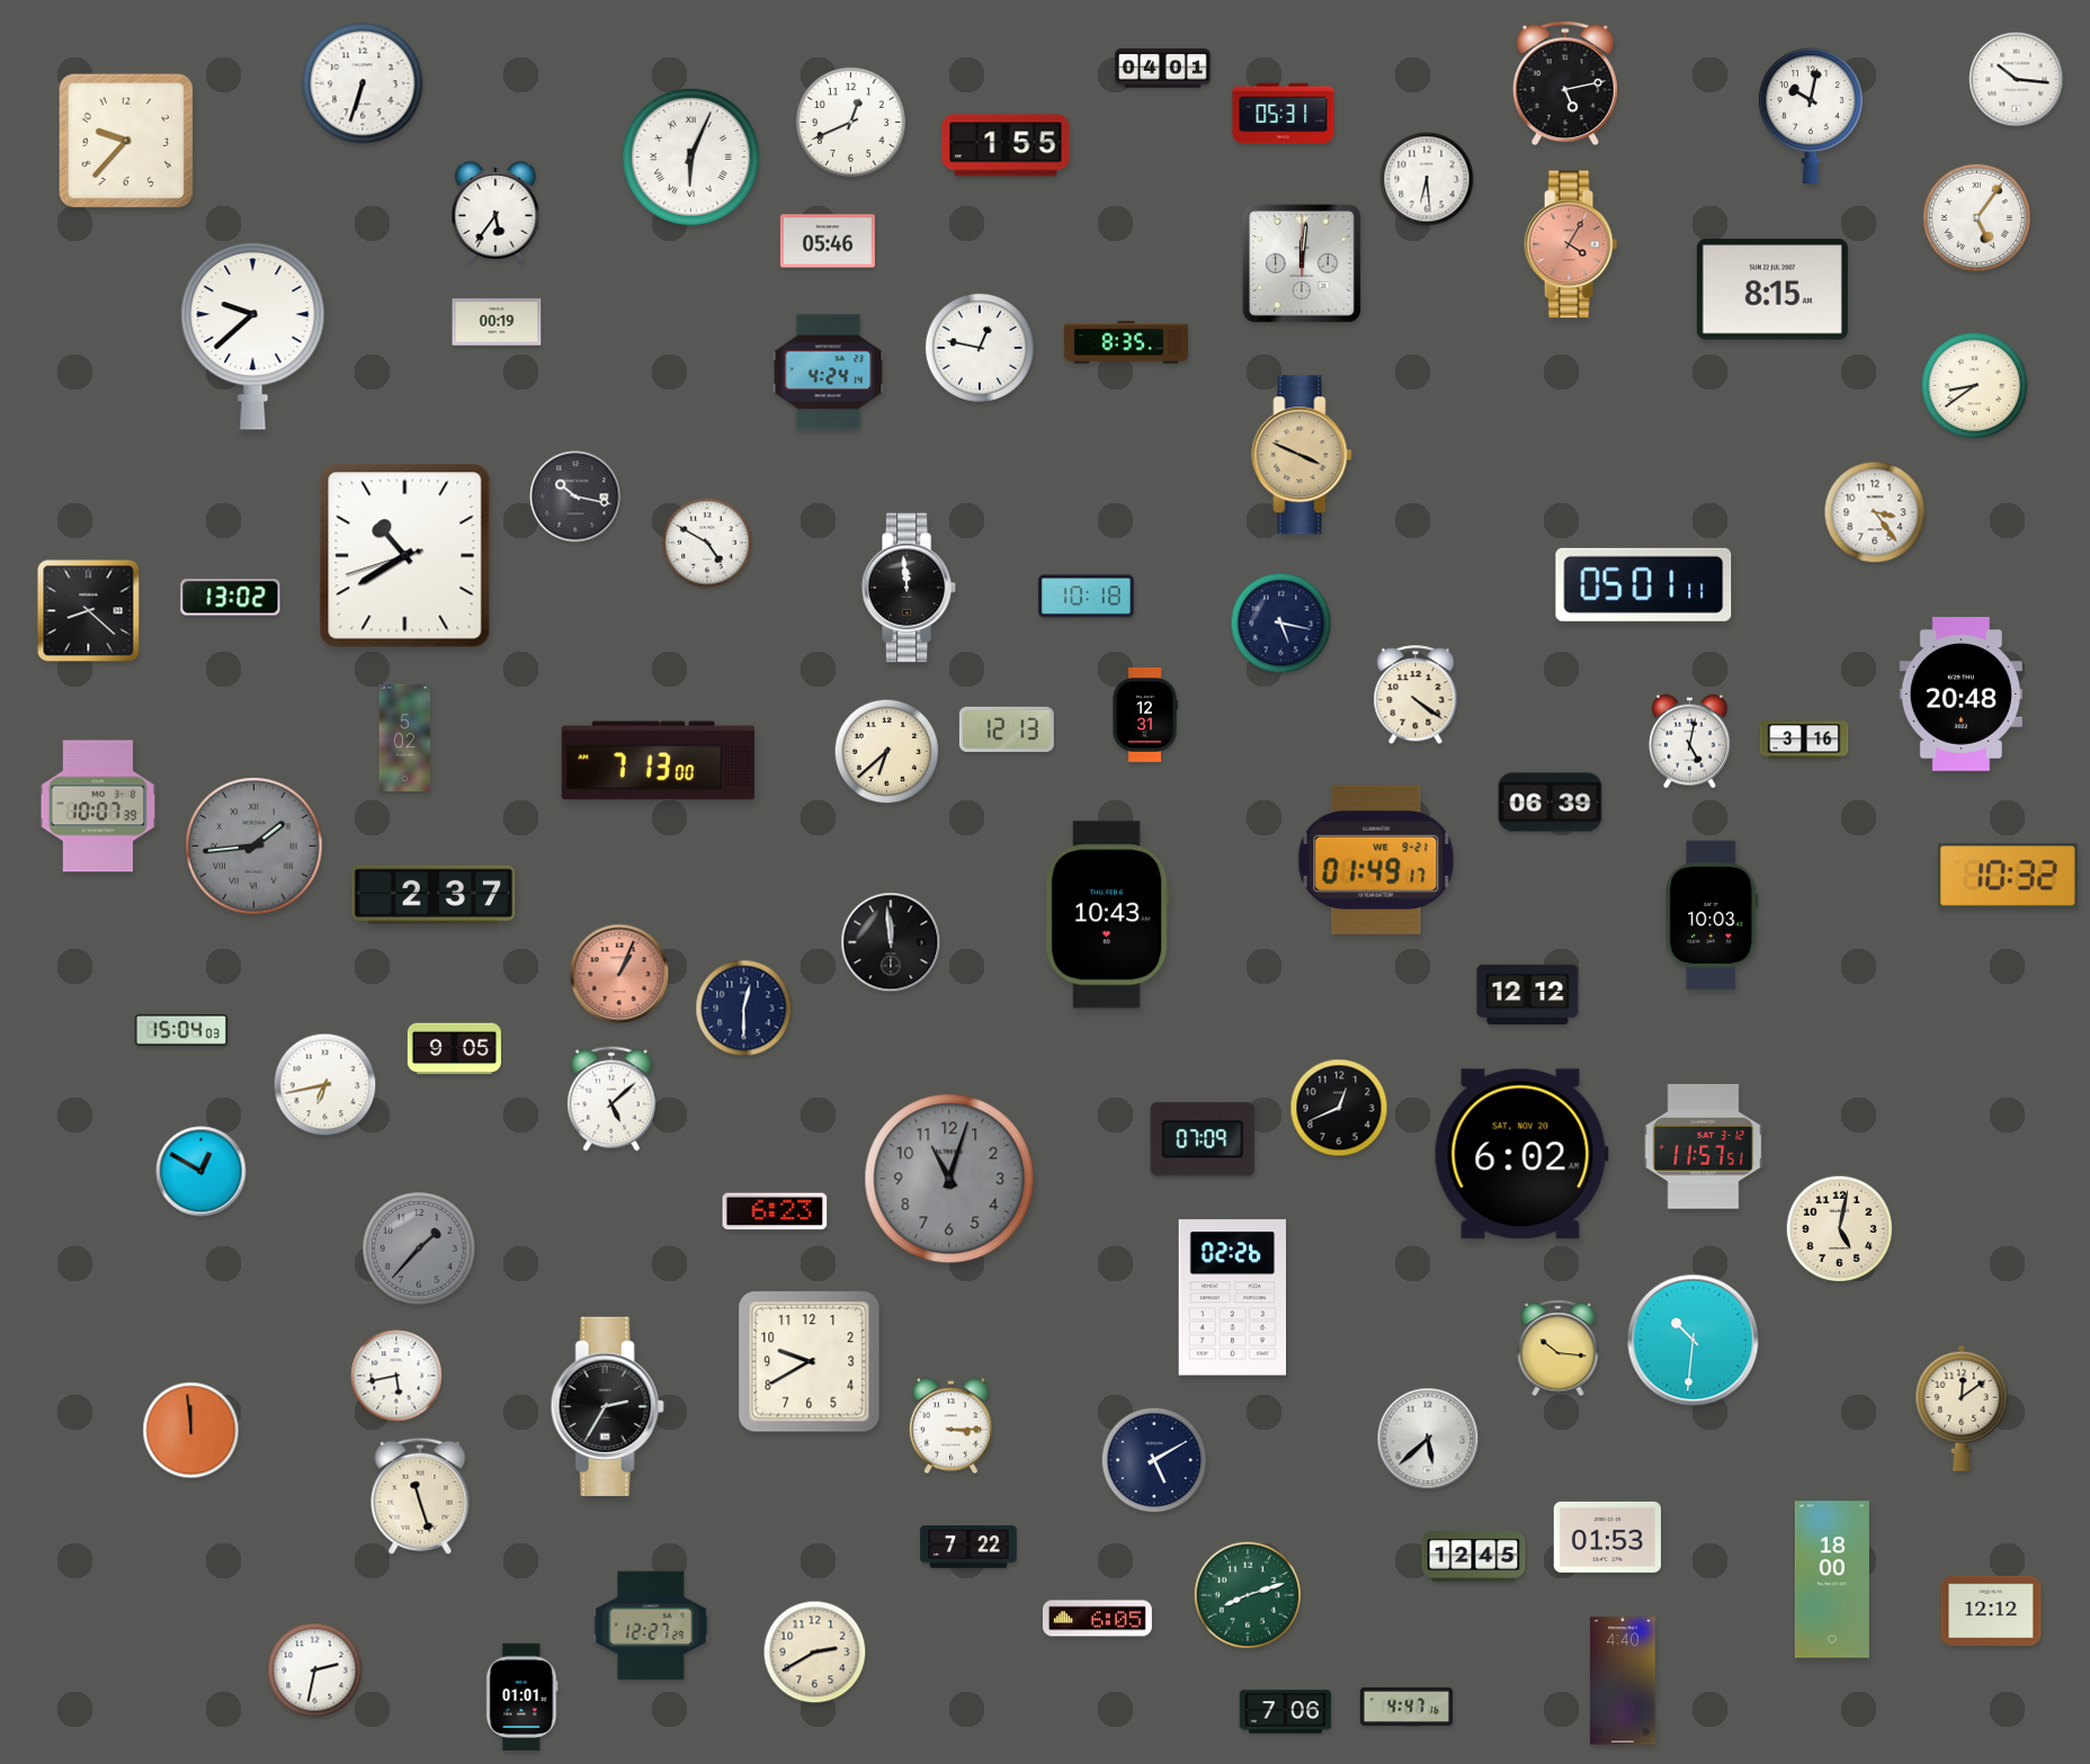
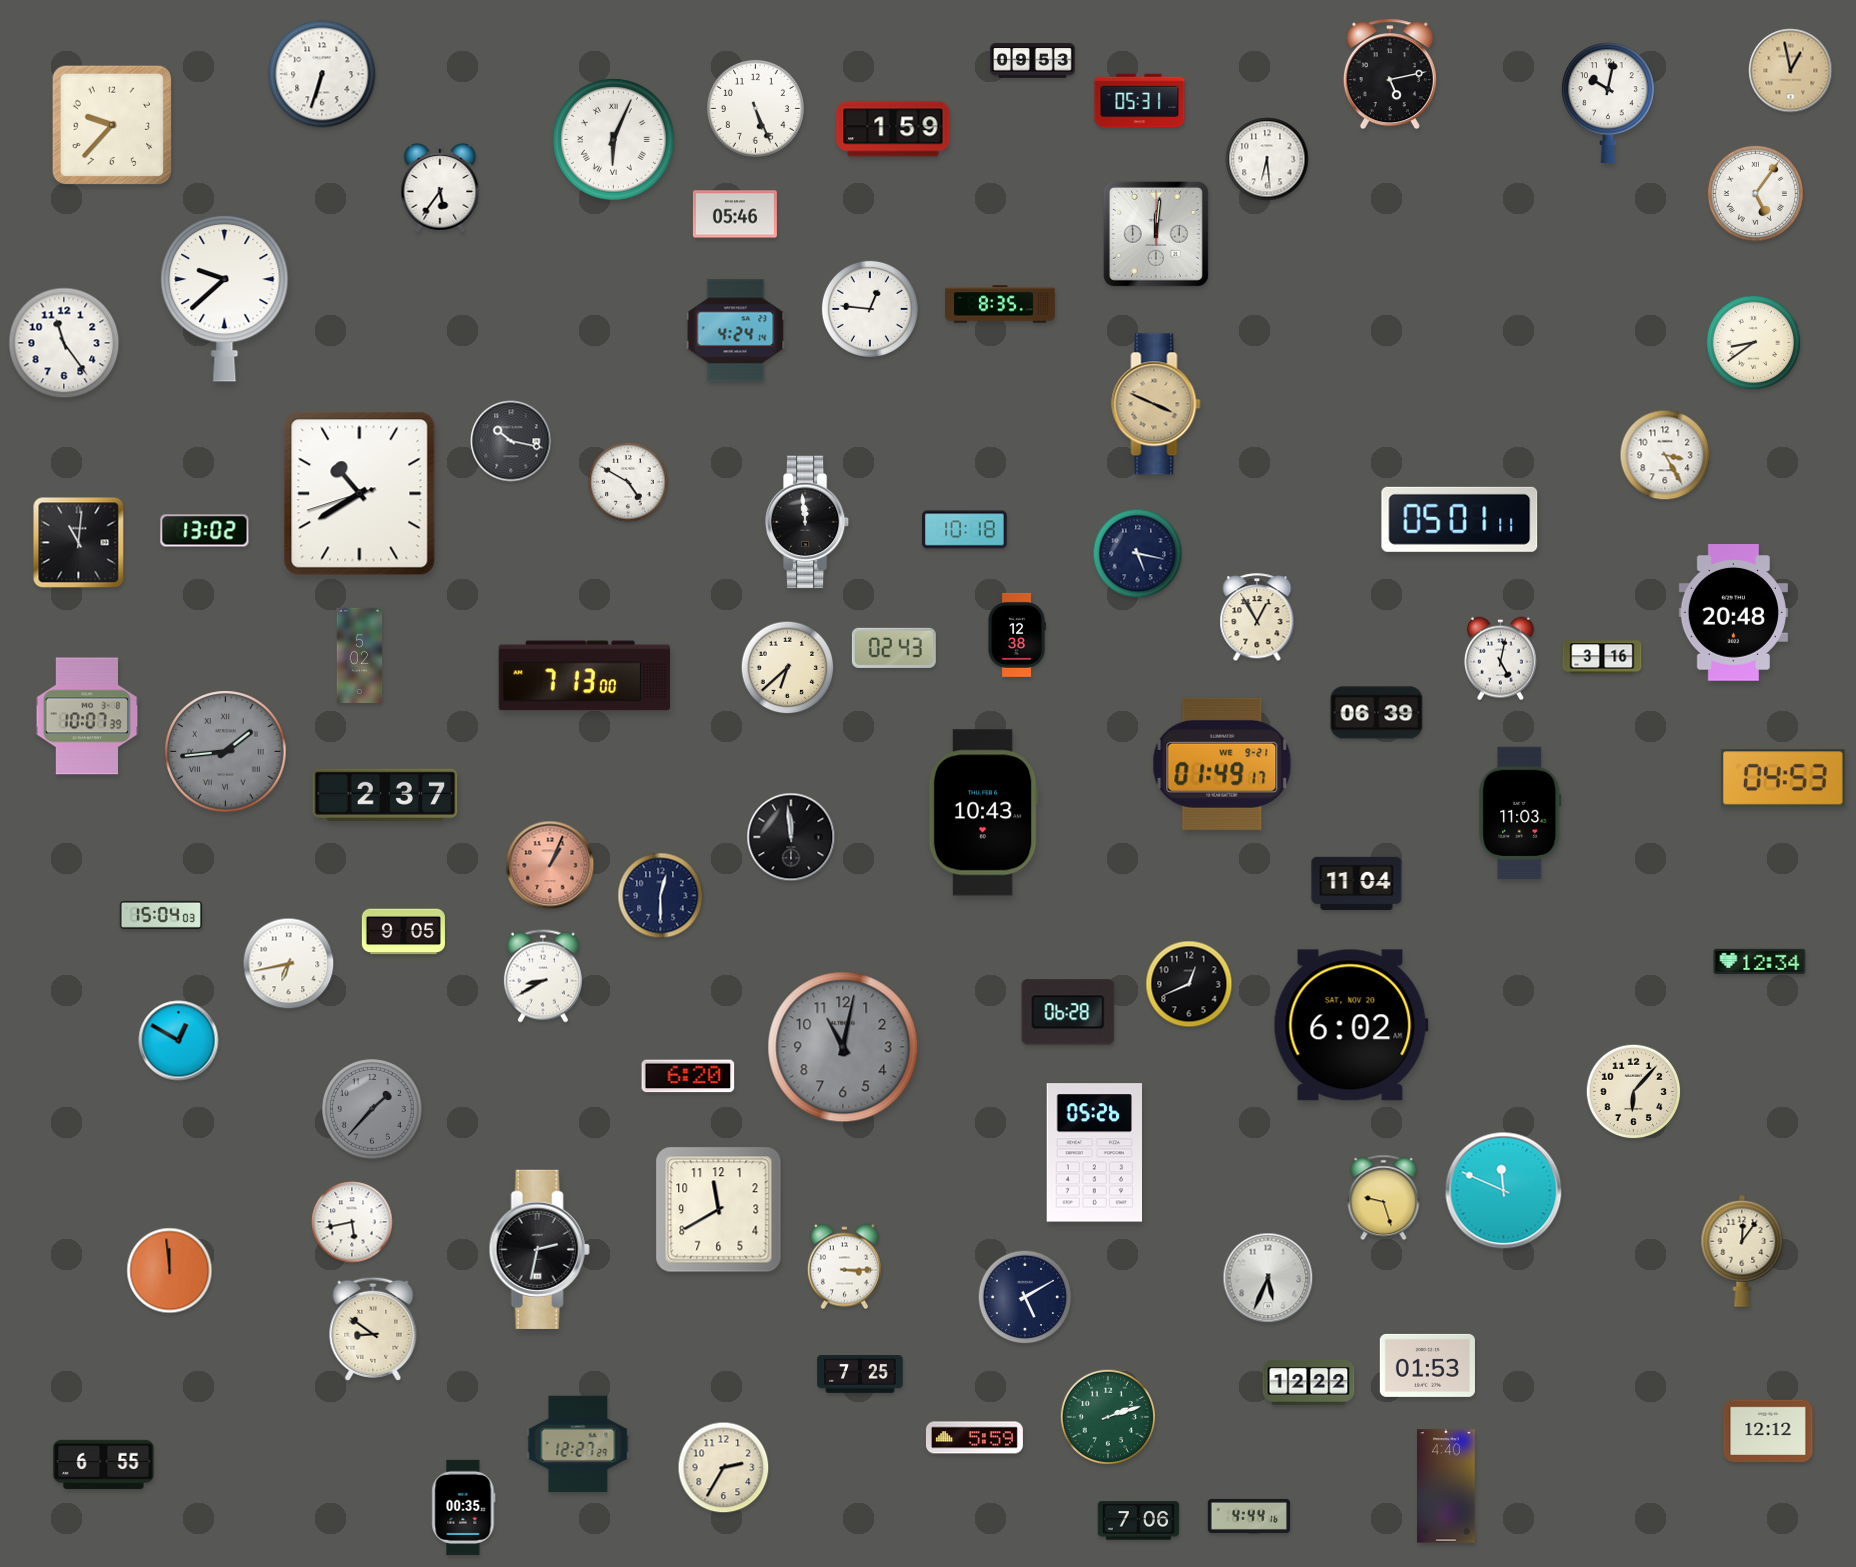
clock at (1163, 69): 04:01 -> 09:53
clock at (2017, 80): 10:16 -> 12:58
clock at (2017, 80) dial: white -> champagne
clock at (850, 122): 12:41 -> 5:26
clock at (1006, 145): 1:55 -> 1:59
clock at (1571, 244): 4:05 -> none
clock at (1772, 289): 8:15 -> none
clock at (497, 322): 00:19 -> none
clock at (980, 348): 12:47 -> 12:46
clock at (64, 343): none -> 11:24
clock at (1875, 512): 3:24 -> 3:25
clock at (89, 611): 8:22 -> 11:01
clock at (1961, 695) position: (1961, 695) -> (1733, 613)
clock at (1415, 696): 4:21 -> 12:55
clock at (1145, 715): 12:31 -> 12:38
clock at (1007, 729): 12:13 -> 02:43
clock at (2008, 876): 10:32 -> 04:53
clock at (1712, 915): 10:03 -> 11:03
clock at (1528, 995): 12:12 -> 11:04
clock at (1760, 961): none -> 12:34
clock at (611, 1099): 5:08 -> 8:40
clock at (1203, 1139): 07:09 -> 06:28
clock at (1704, 1146): 11:57 -> none
clock at (949, 1179): 11:03 -> 11:02
clock at (775, 1211): 6:23 -> 6:20
clock at (1840, 1229): 5:02 -> 6:07
clock at (1232, 1298): 02:26 -> 05:26
clock at (1694, 1341): 10:31 -> 11:49
clock at (1558, 1349): 10:16 -> 9:27
clock at (810, 1362): 9:40 -> 11:40
clock at (607, 1406): 2:35 -> 2:32
clock at (1962, 1408): 12:09 -> 12:06
clock at (1428, 1439): 5:38 -> 5:34
clock at (420, 1496): 11:27 -> 8:51
clock at (968, 1547): 7:22 -> 7:25
clock at (1474, 1556): 12:45 -> 12:22
clock at (1832, 1579): 18:00 -> none
clock at (1247, 1594): 8:12 -> 2:12
clock at (1097, 1619): 6:05 -> 5:59
clock at (104, 1464): none -> 6:55
clock at (815, 1653): 2:40 -> 2:35
clock at (315, 1671): 2:32 -> none
clock at (1623, 1681) position: (1623, 1681) -> (1446, 1486)
clock at (522, 1696): 01:01 -> 00:35
clock at (1406, 1707): 4:47 -> 4:44
clock at (1286, 1712) position: (1286, 1712) -> (1139, 1521)
